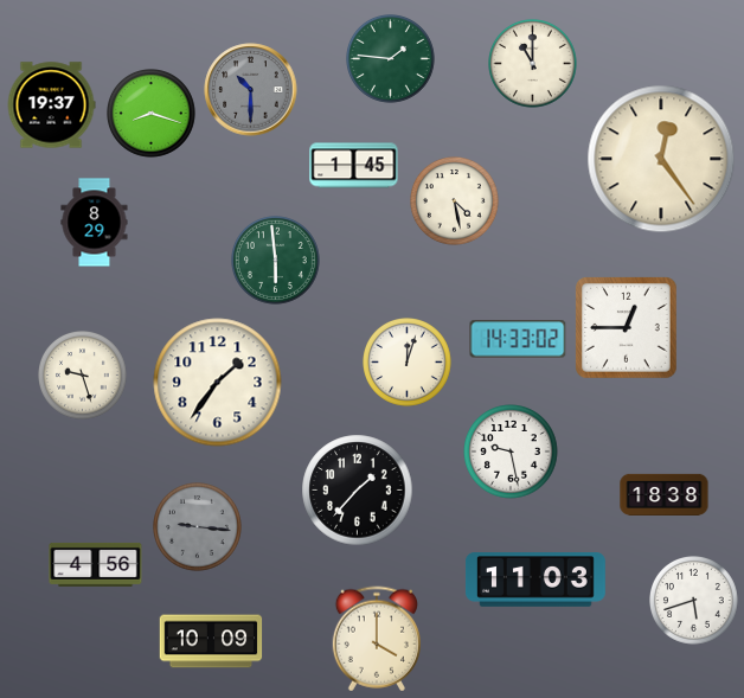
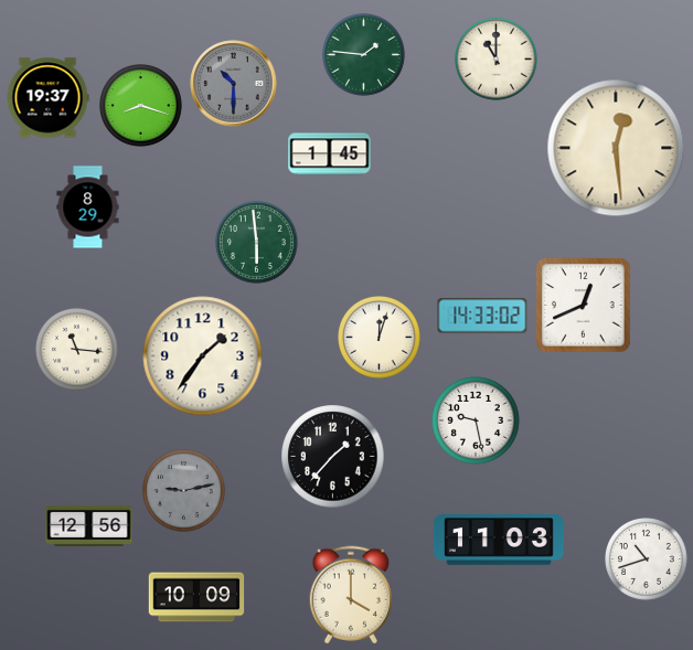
clock at (661, 159): 12:24 -> 12:29
clock at (455, 201): 4:28 -> none
clock at (627, 328): 12:45 -> 12:41
clock at (83, 376): 9:27 -> 11:16
clock at (665, 494): 18:38 -> none
clock at (198, 527): 9:16 -> 9:13
clock at (96, 564): 4:56 -> 12:56
clock at (694, 601): 5:42 -> 10:42
